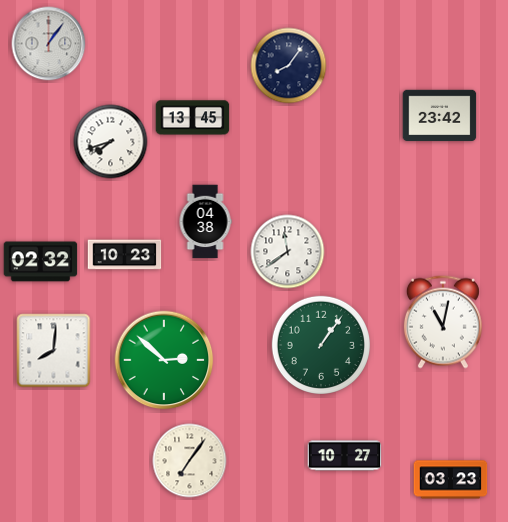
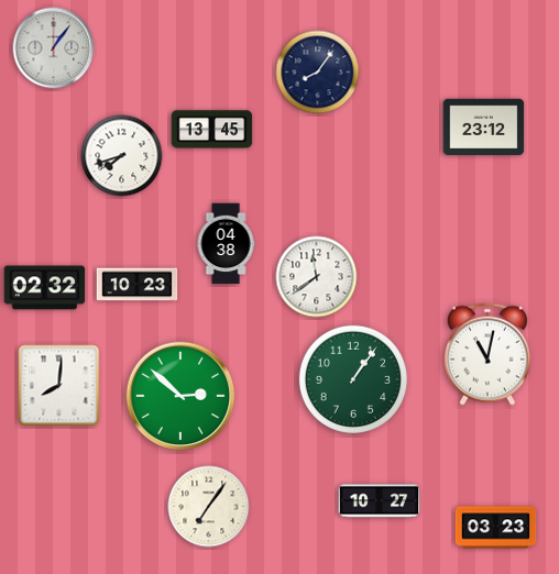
clock at (440, 116): 23:42 -> 23:12
clock at (125, 255) position: (125, 255) -> (138, 285)
